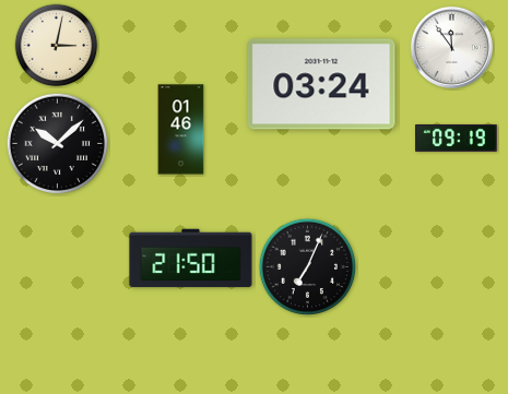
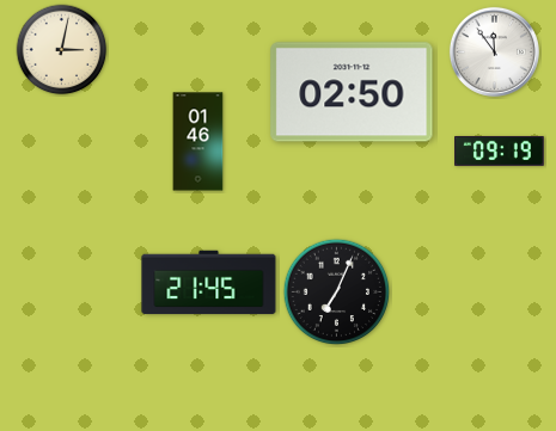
clock at (321, 84): 03:24 -> 02:50
clock at (57, 143): 10:08 -> none
clock at (191, 259): 21:50 -> 21:45
